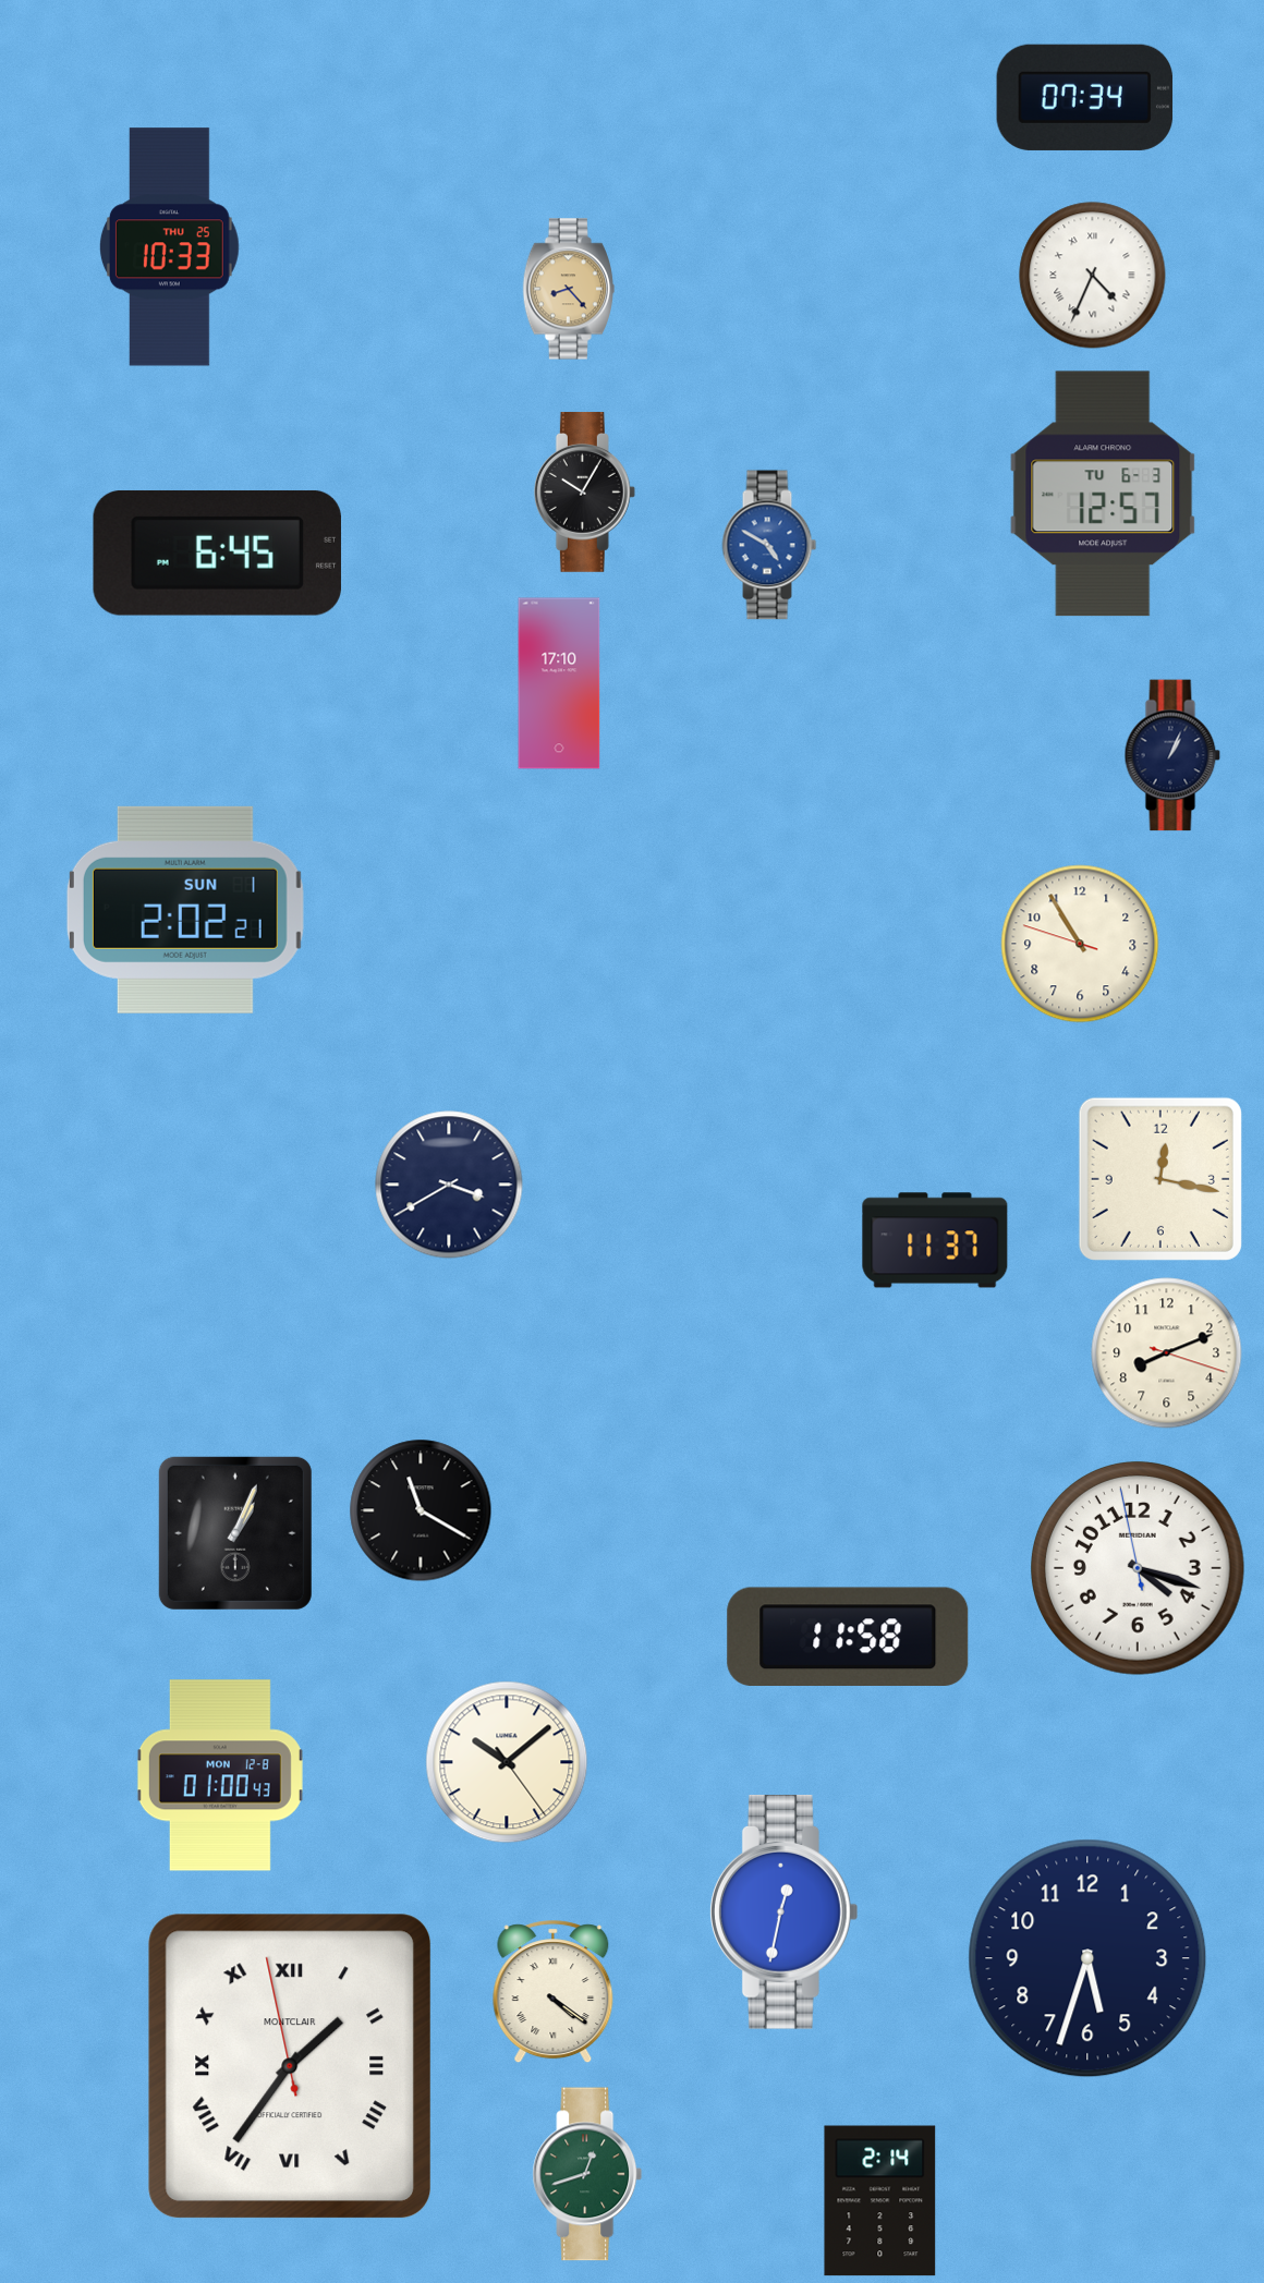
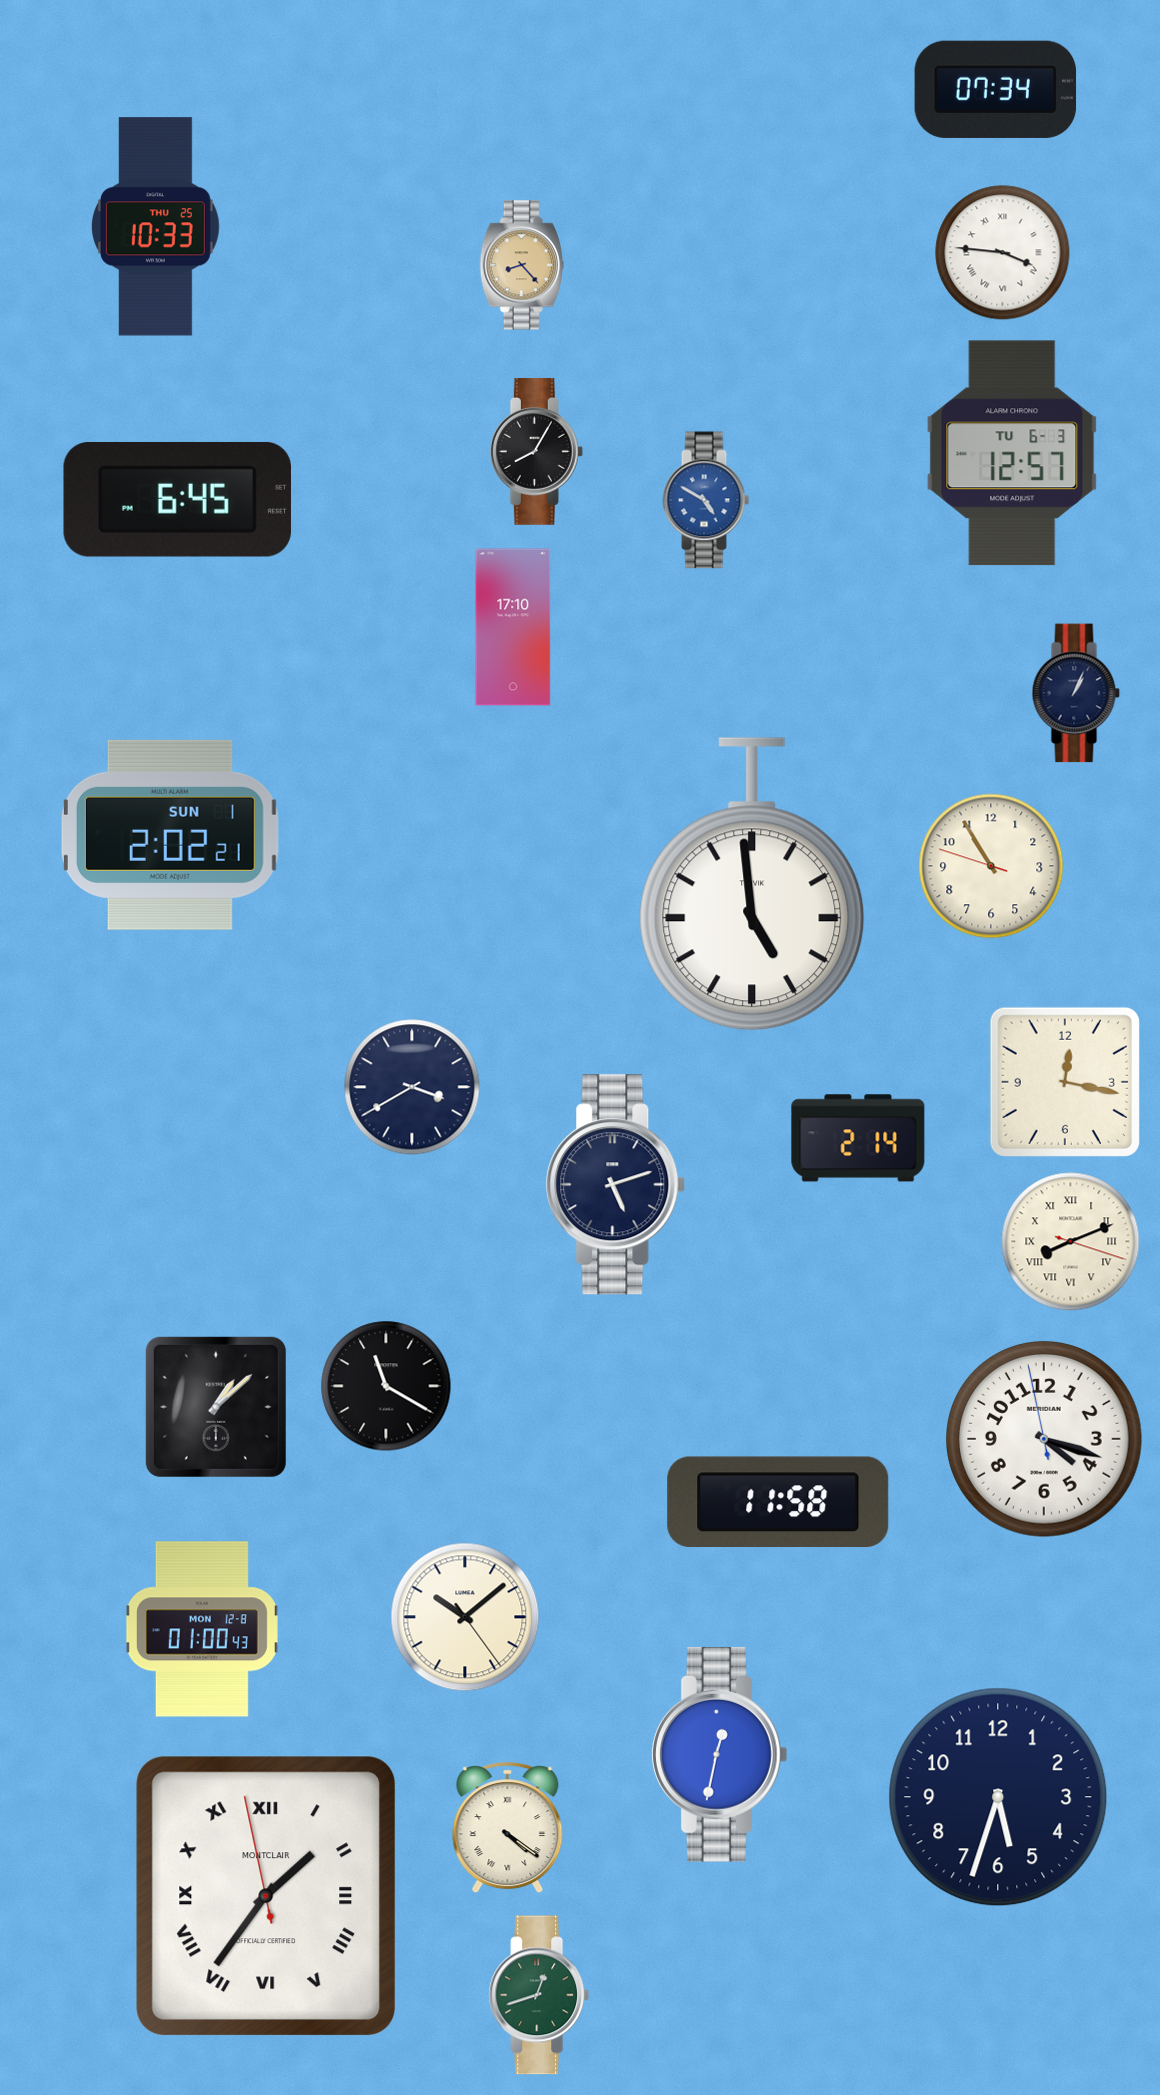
clock at (1093, 276): 4:34 -> 3:46
clock at (584, 491): 10:05 -> 8:05
clock at (217, 552) position: (217, 552) -> (177, 499)
clock at (752, 884): none -> 4:59
clock at (935, 1240): 11:37 -> 2:14
clock at (616, 1185): none -> 5:12
clock at (1167, 1353) numerals: Arabic -> Roman
clock at (235, 1533): 1:04 -> 1:08
clock at (880, 2201): 2:14 -> none
